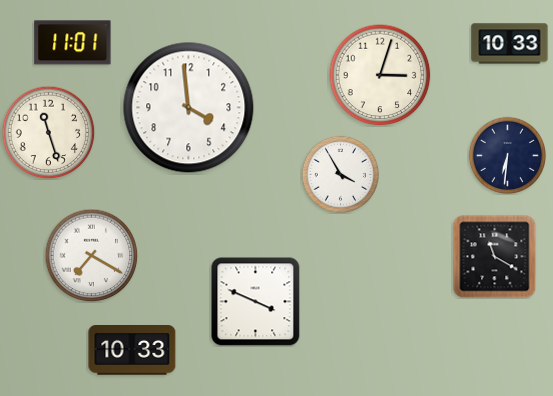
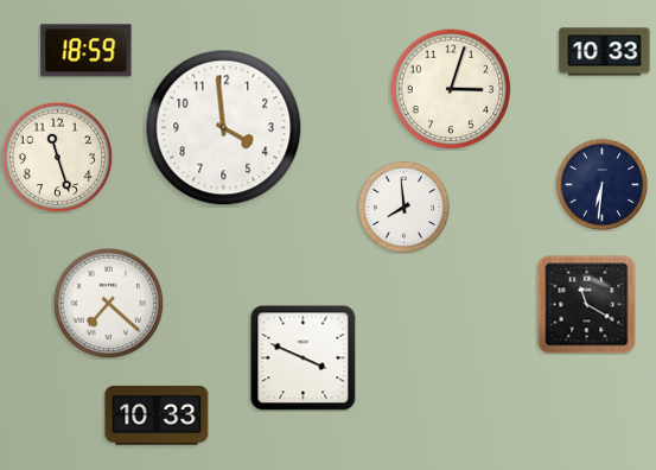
clock at (73, 43): 11:01 -> 18:59
clock at (340, 174): 3:55 -> 7:59
clock at (91, 255): 7:20 -> 7:22
